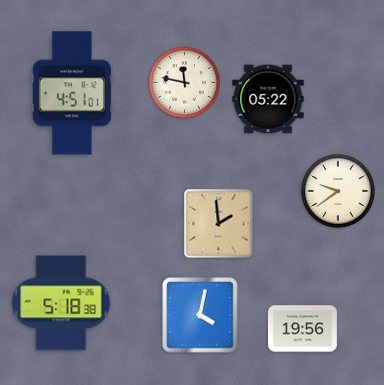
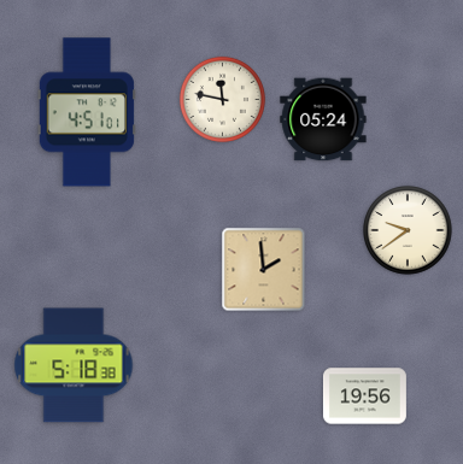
clock at (268, 99): 05:22 -> 05:24
clock at (200, 315): 4:02 -> none
